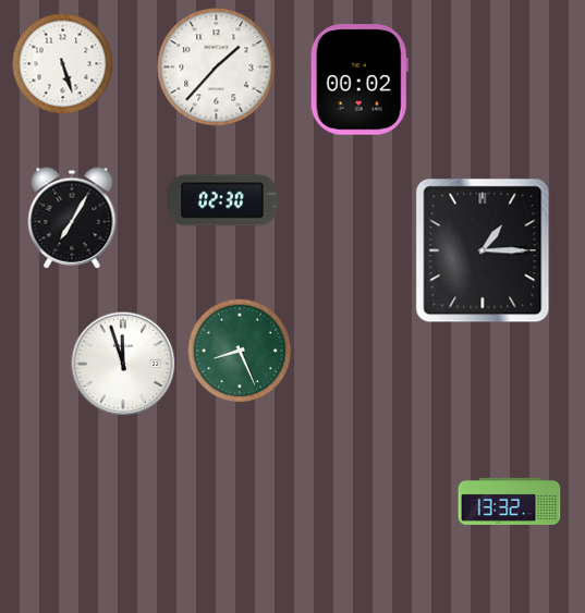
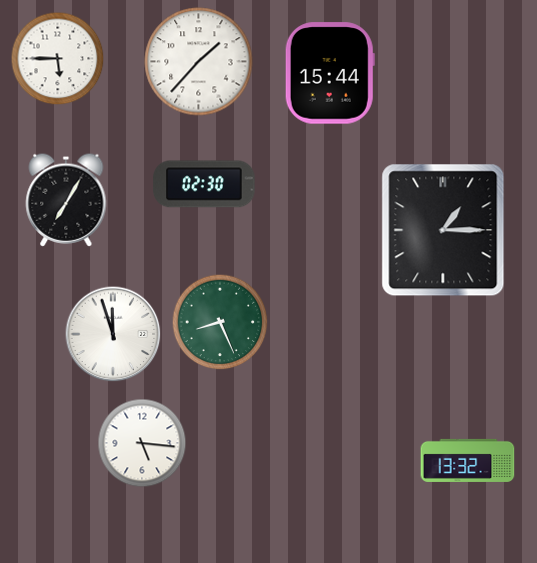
clock at (63, 64): 5:27 -> 5:45
clock at (359, 79): 00:02 -> 15:44
clock at (142, 443): none -> 5:16
